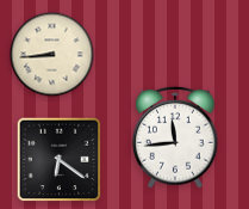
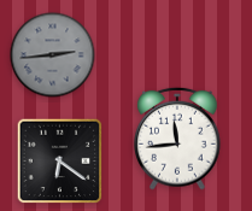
clock at (52, 55): 8:44 -> 2:44
clock at (52, 55) dial: cream -> grey
